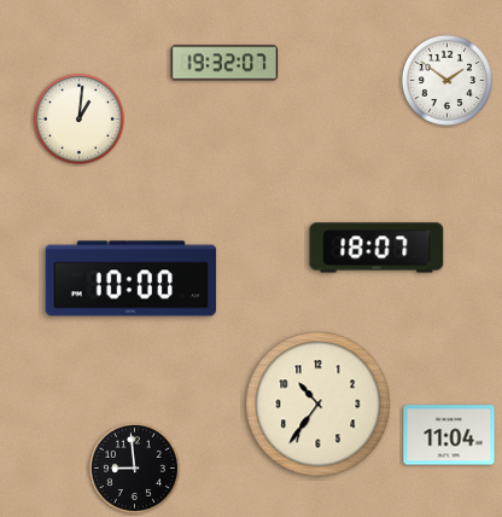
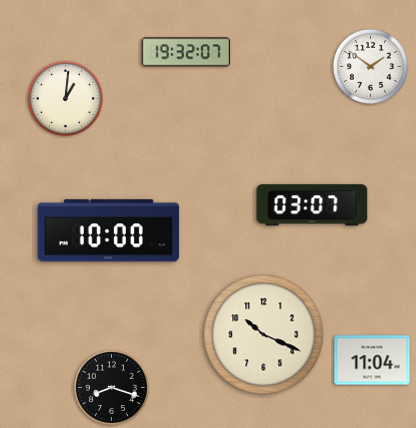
clock at (376, 248): 18:07 -> 03:07
clock at (319, 405): 10:36 -> 10:19
clock at (134, 467): 8:59 -> 8:18
